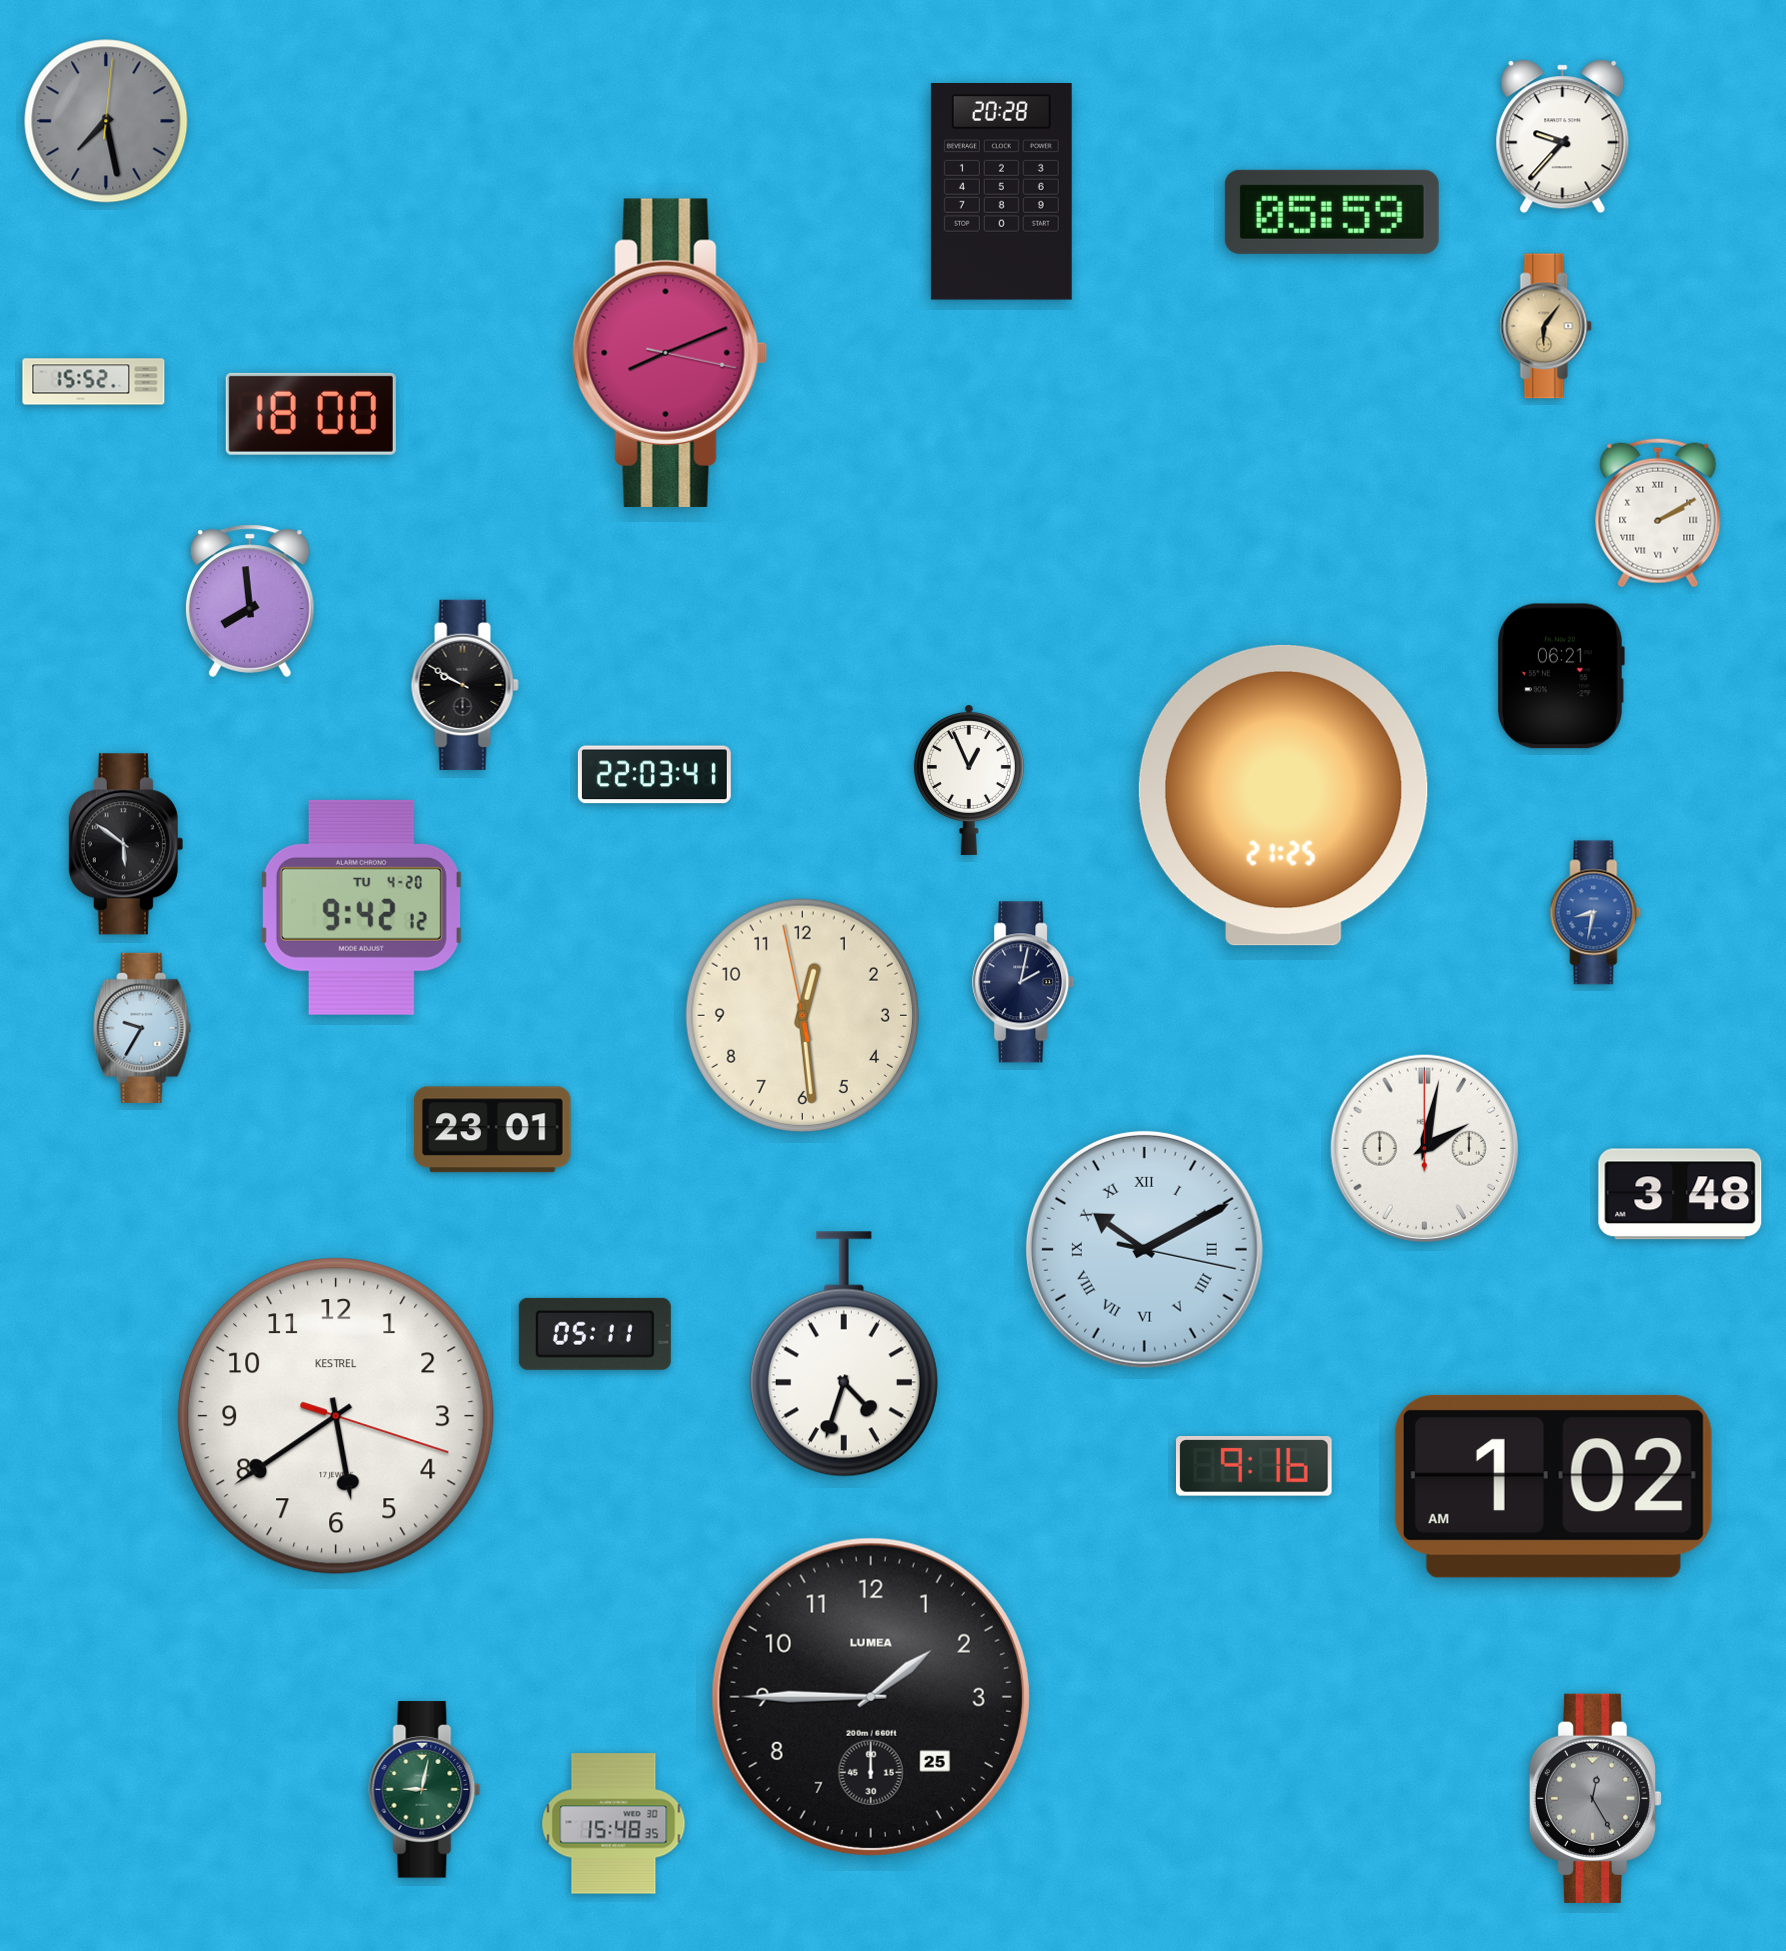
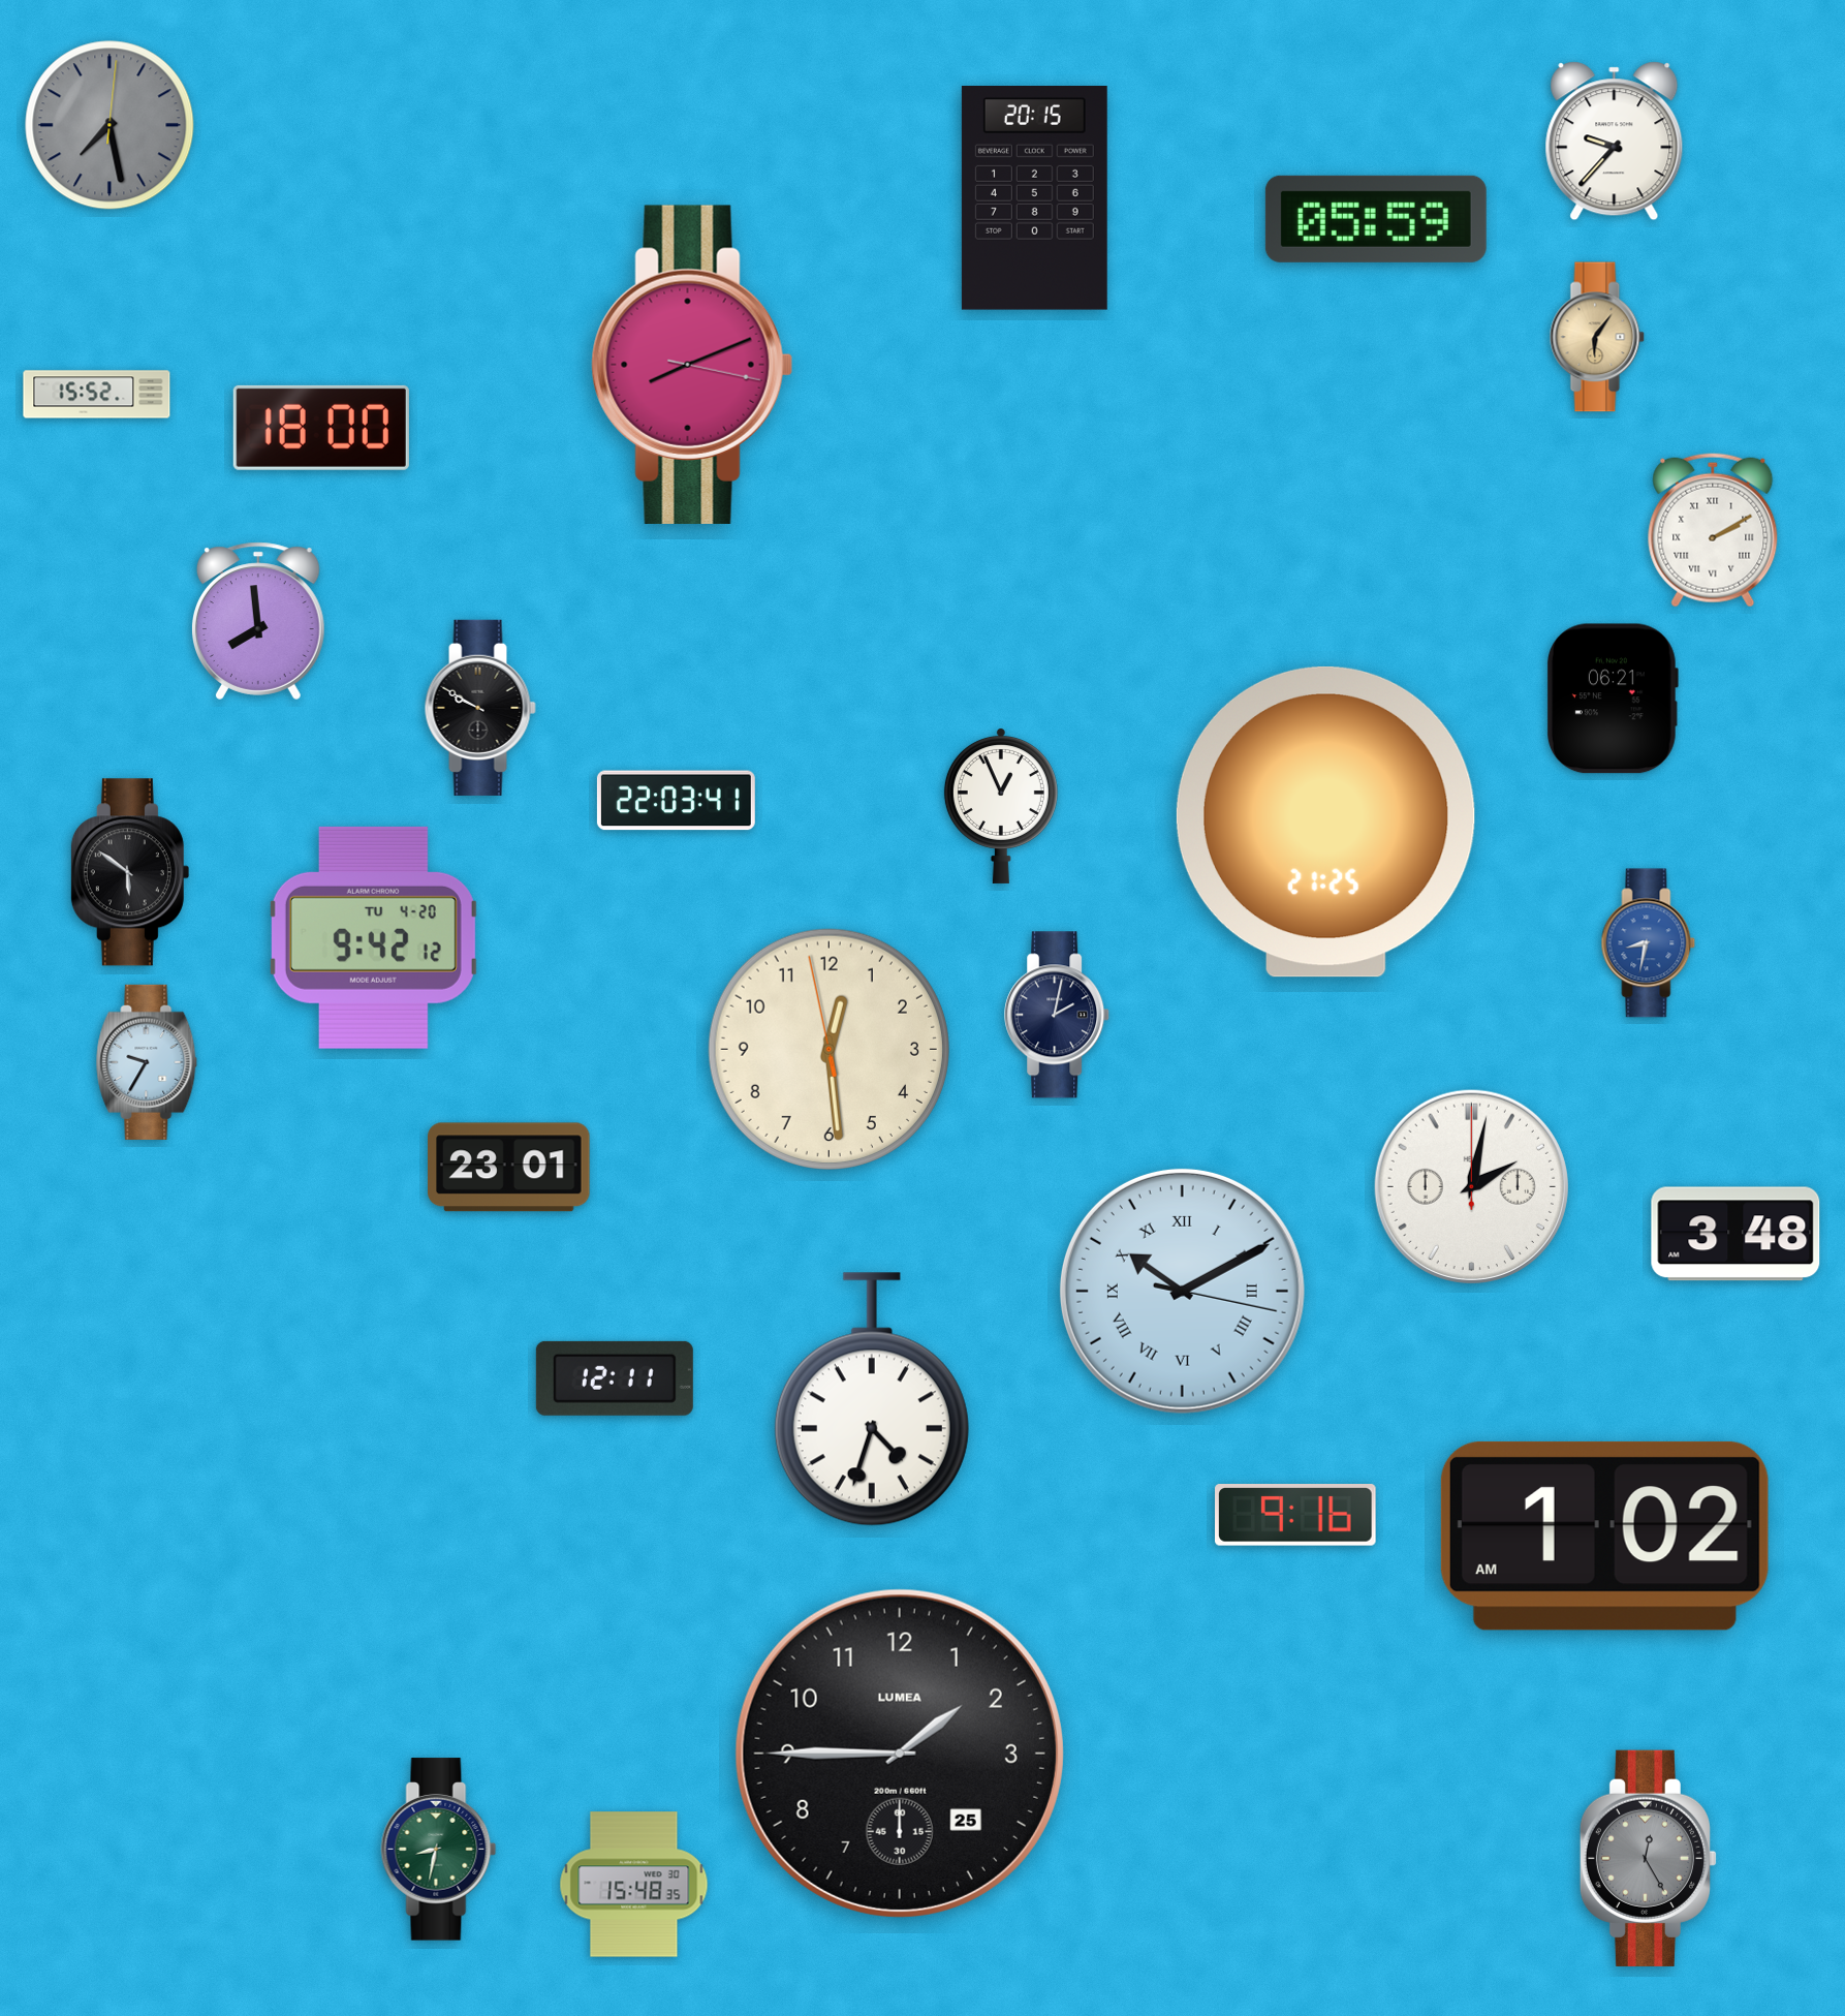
clock at (1001, 192): 20:28 -> 20:15
clock at (595, 1334): 05:11 -> 12:11
clock at (336, 1416): 5:39 -> none
clock at (425, 1790): 9:02 -> 8:32
